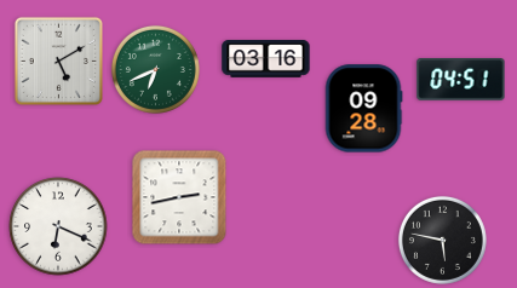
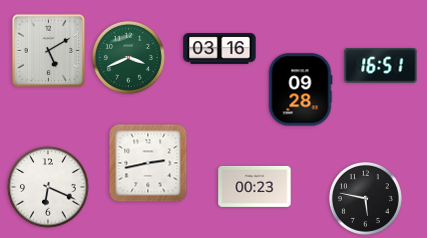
clock at (155, 69): 6:41 -> 3:41
clock at (461, 80): 04:51 -> 16:51
clock at (255, 186): none -> 00:23
